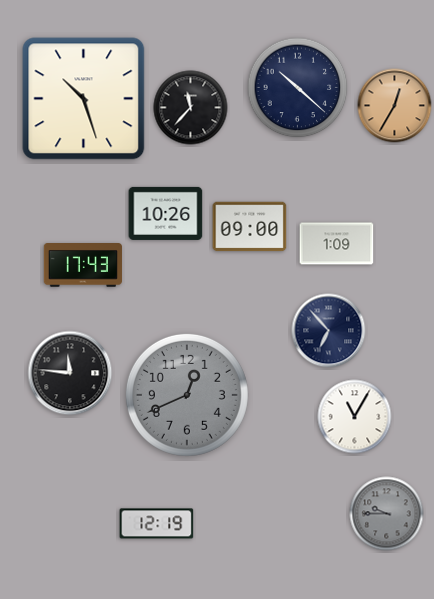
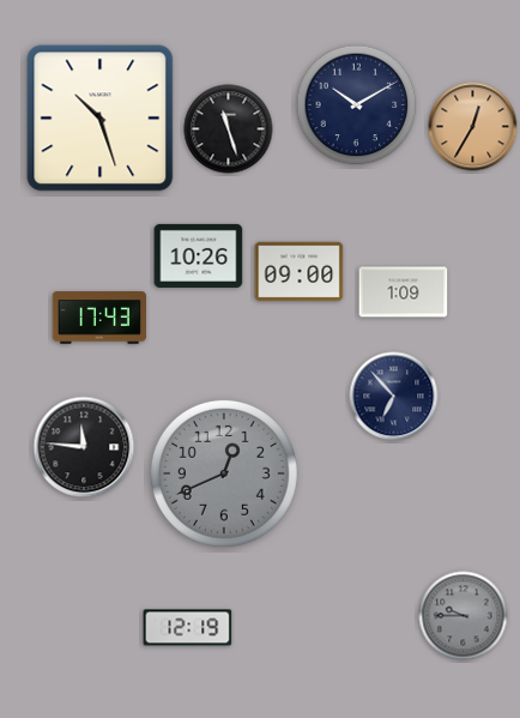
clock at (298, 88): 10:22 -> 10:10
clock at (191, 108): 11:37 -> 11:27
clock at (355, 417): 11:05 -> none
